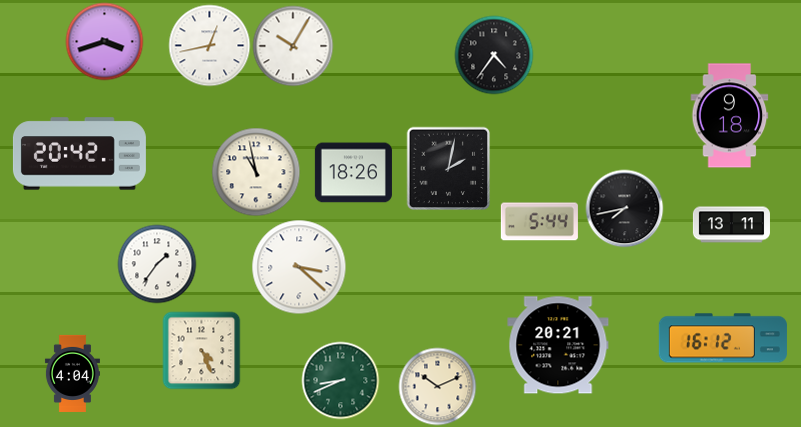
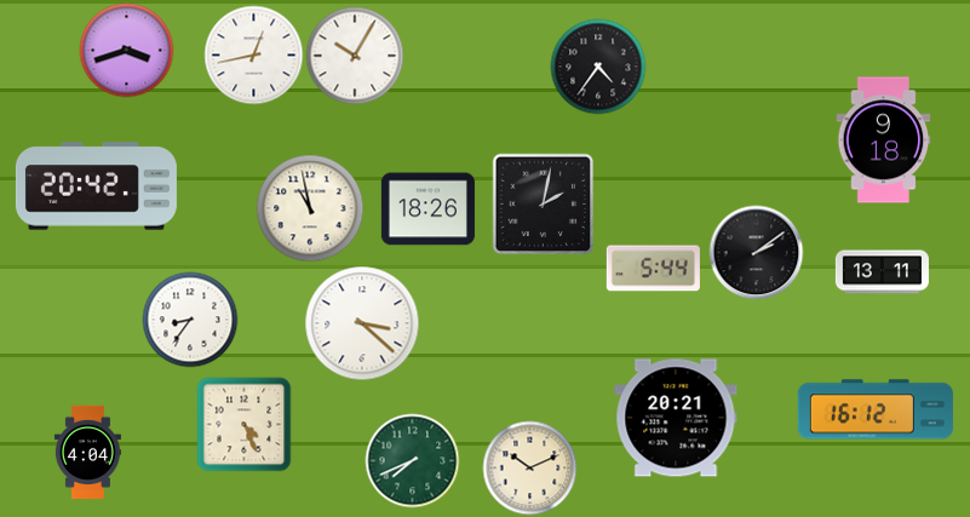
clock at (624, 208): 7:43 -> 2:09
clock at (731, 225) position: (731, 225) -> (882, 272)
clock at (157, 264): 1:36 -> 8:36
clock at (340, 380): 8:41 -> 7:41
